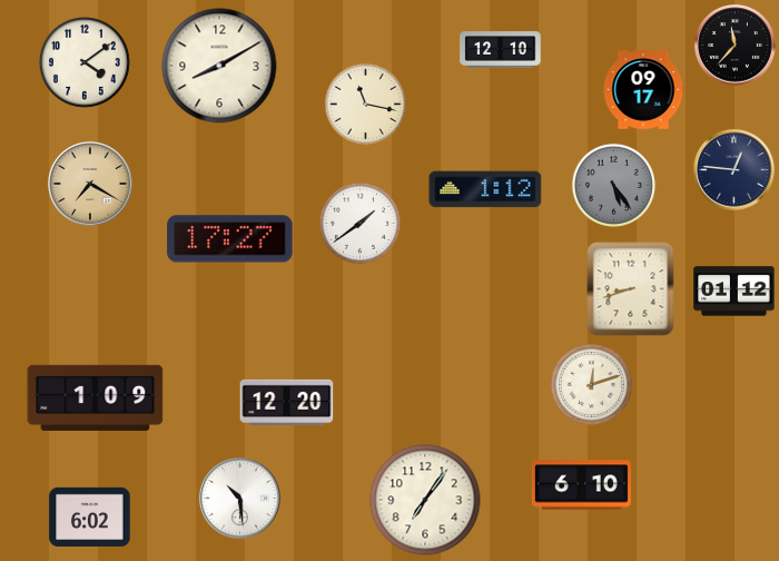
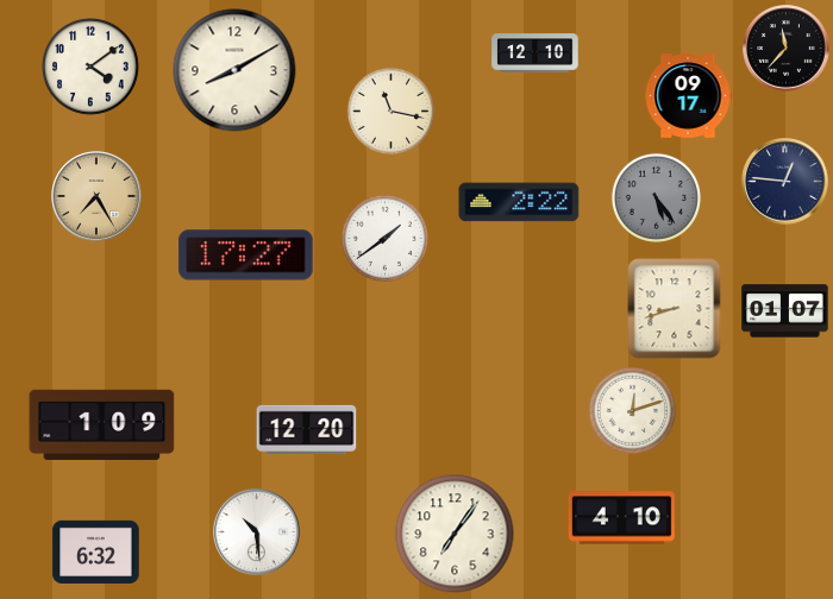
clock at (90, 184): 7:20 -> 7:25
clock at (485, 189): 1:12 -> 2:22
clock at (734, 292): 01:12 -> 01:07
clock at (581, 485): 6:10 -> 4:10
clock at (90, 516): 6:02 -> 6:32
